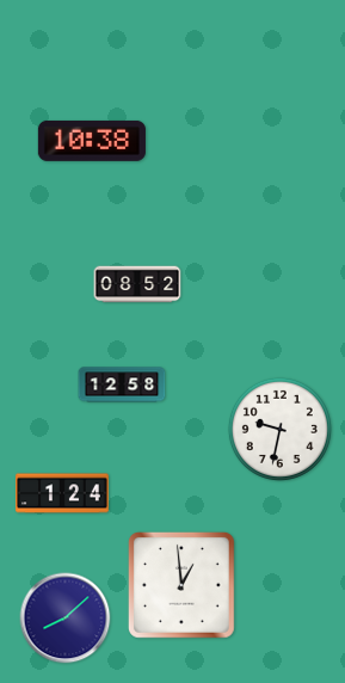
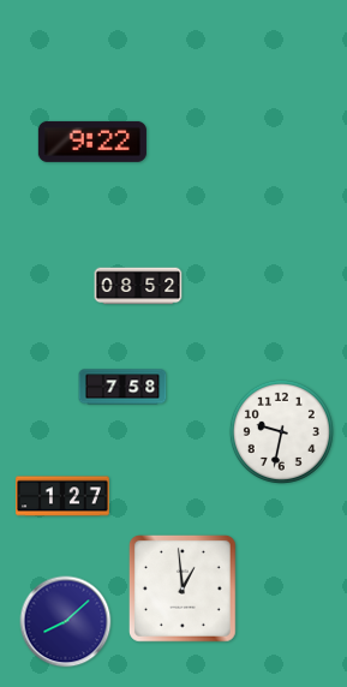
clock at (92, 141): 10:38 -> 9:22
clock at (122, 384): 12:58 -> 7:58
clock at (62, 493): 1:24 -> 1:27
